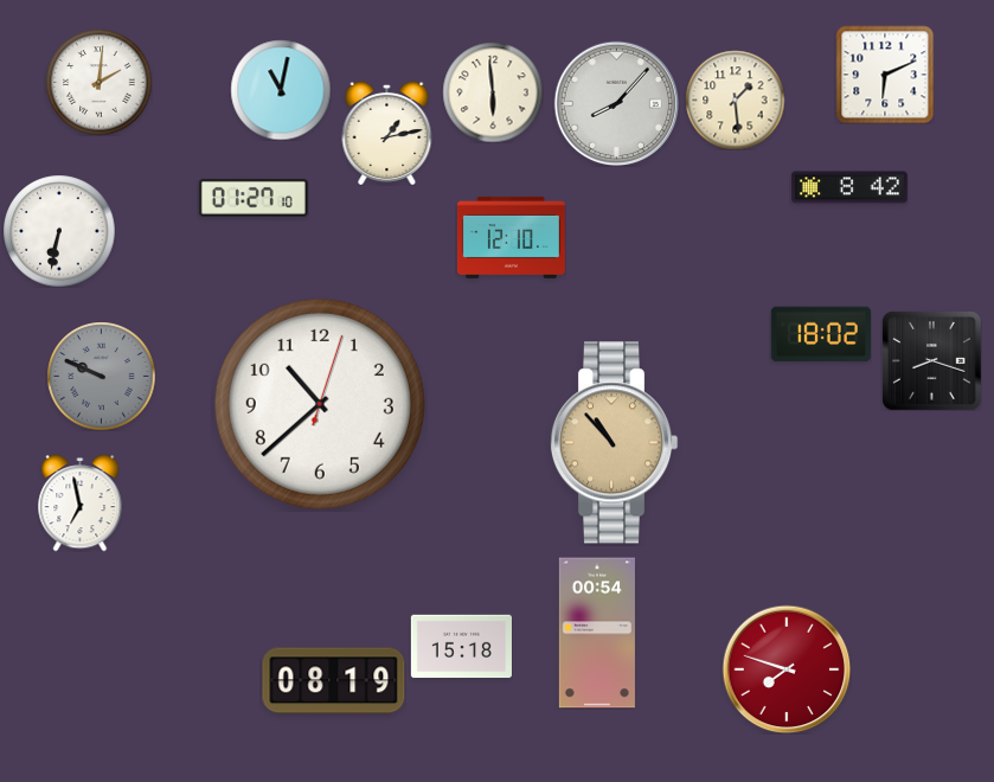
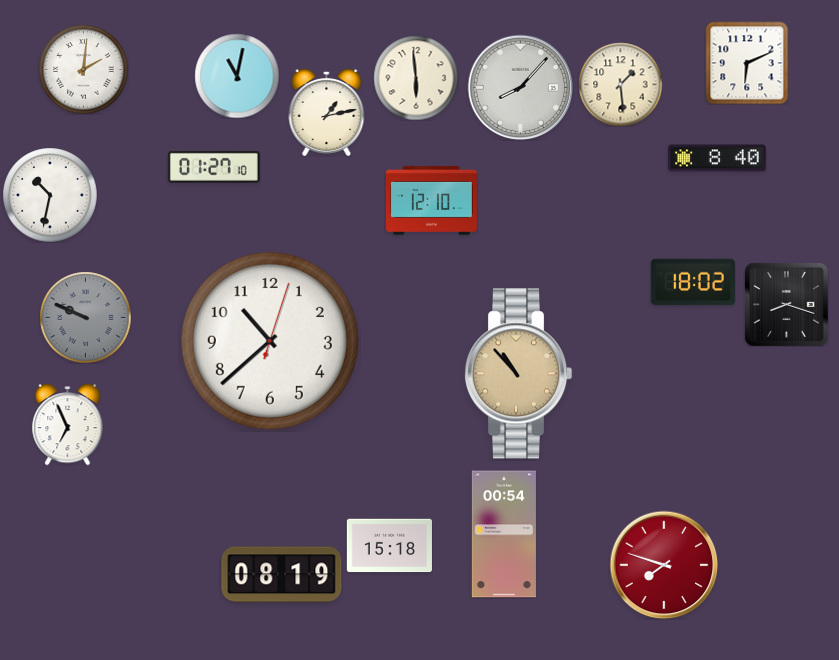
clock at (849, 187): 8:42 -> 8:40
clock at (59, 231): 6:32 -> 10:32
clock at (81, 502): 6:58 -> 6:56
